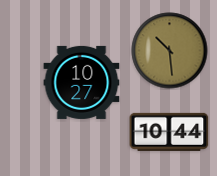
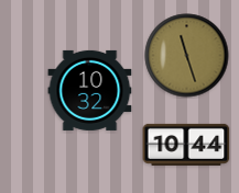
clock at (170, 51): 10:29 -> 11:27
clock at (82, 82): 10:27 -> 10:32
